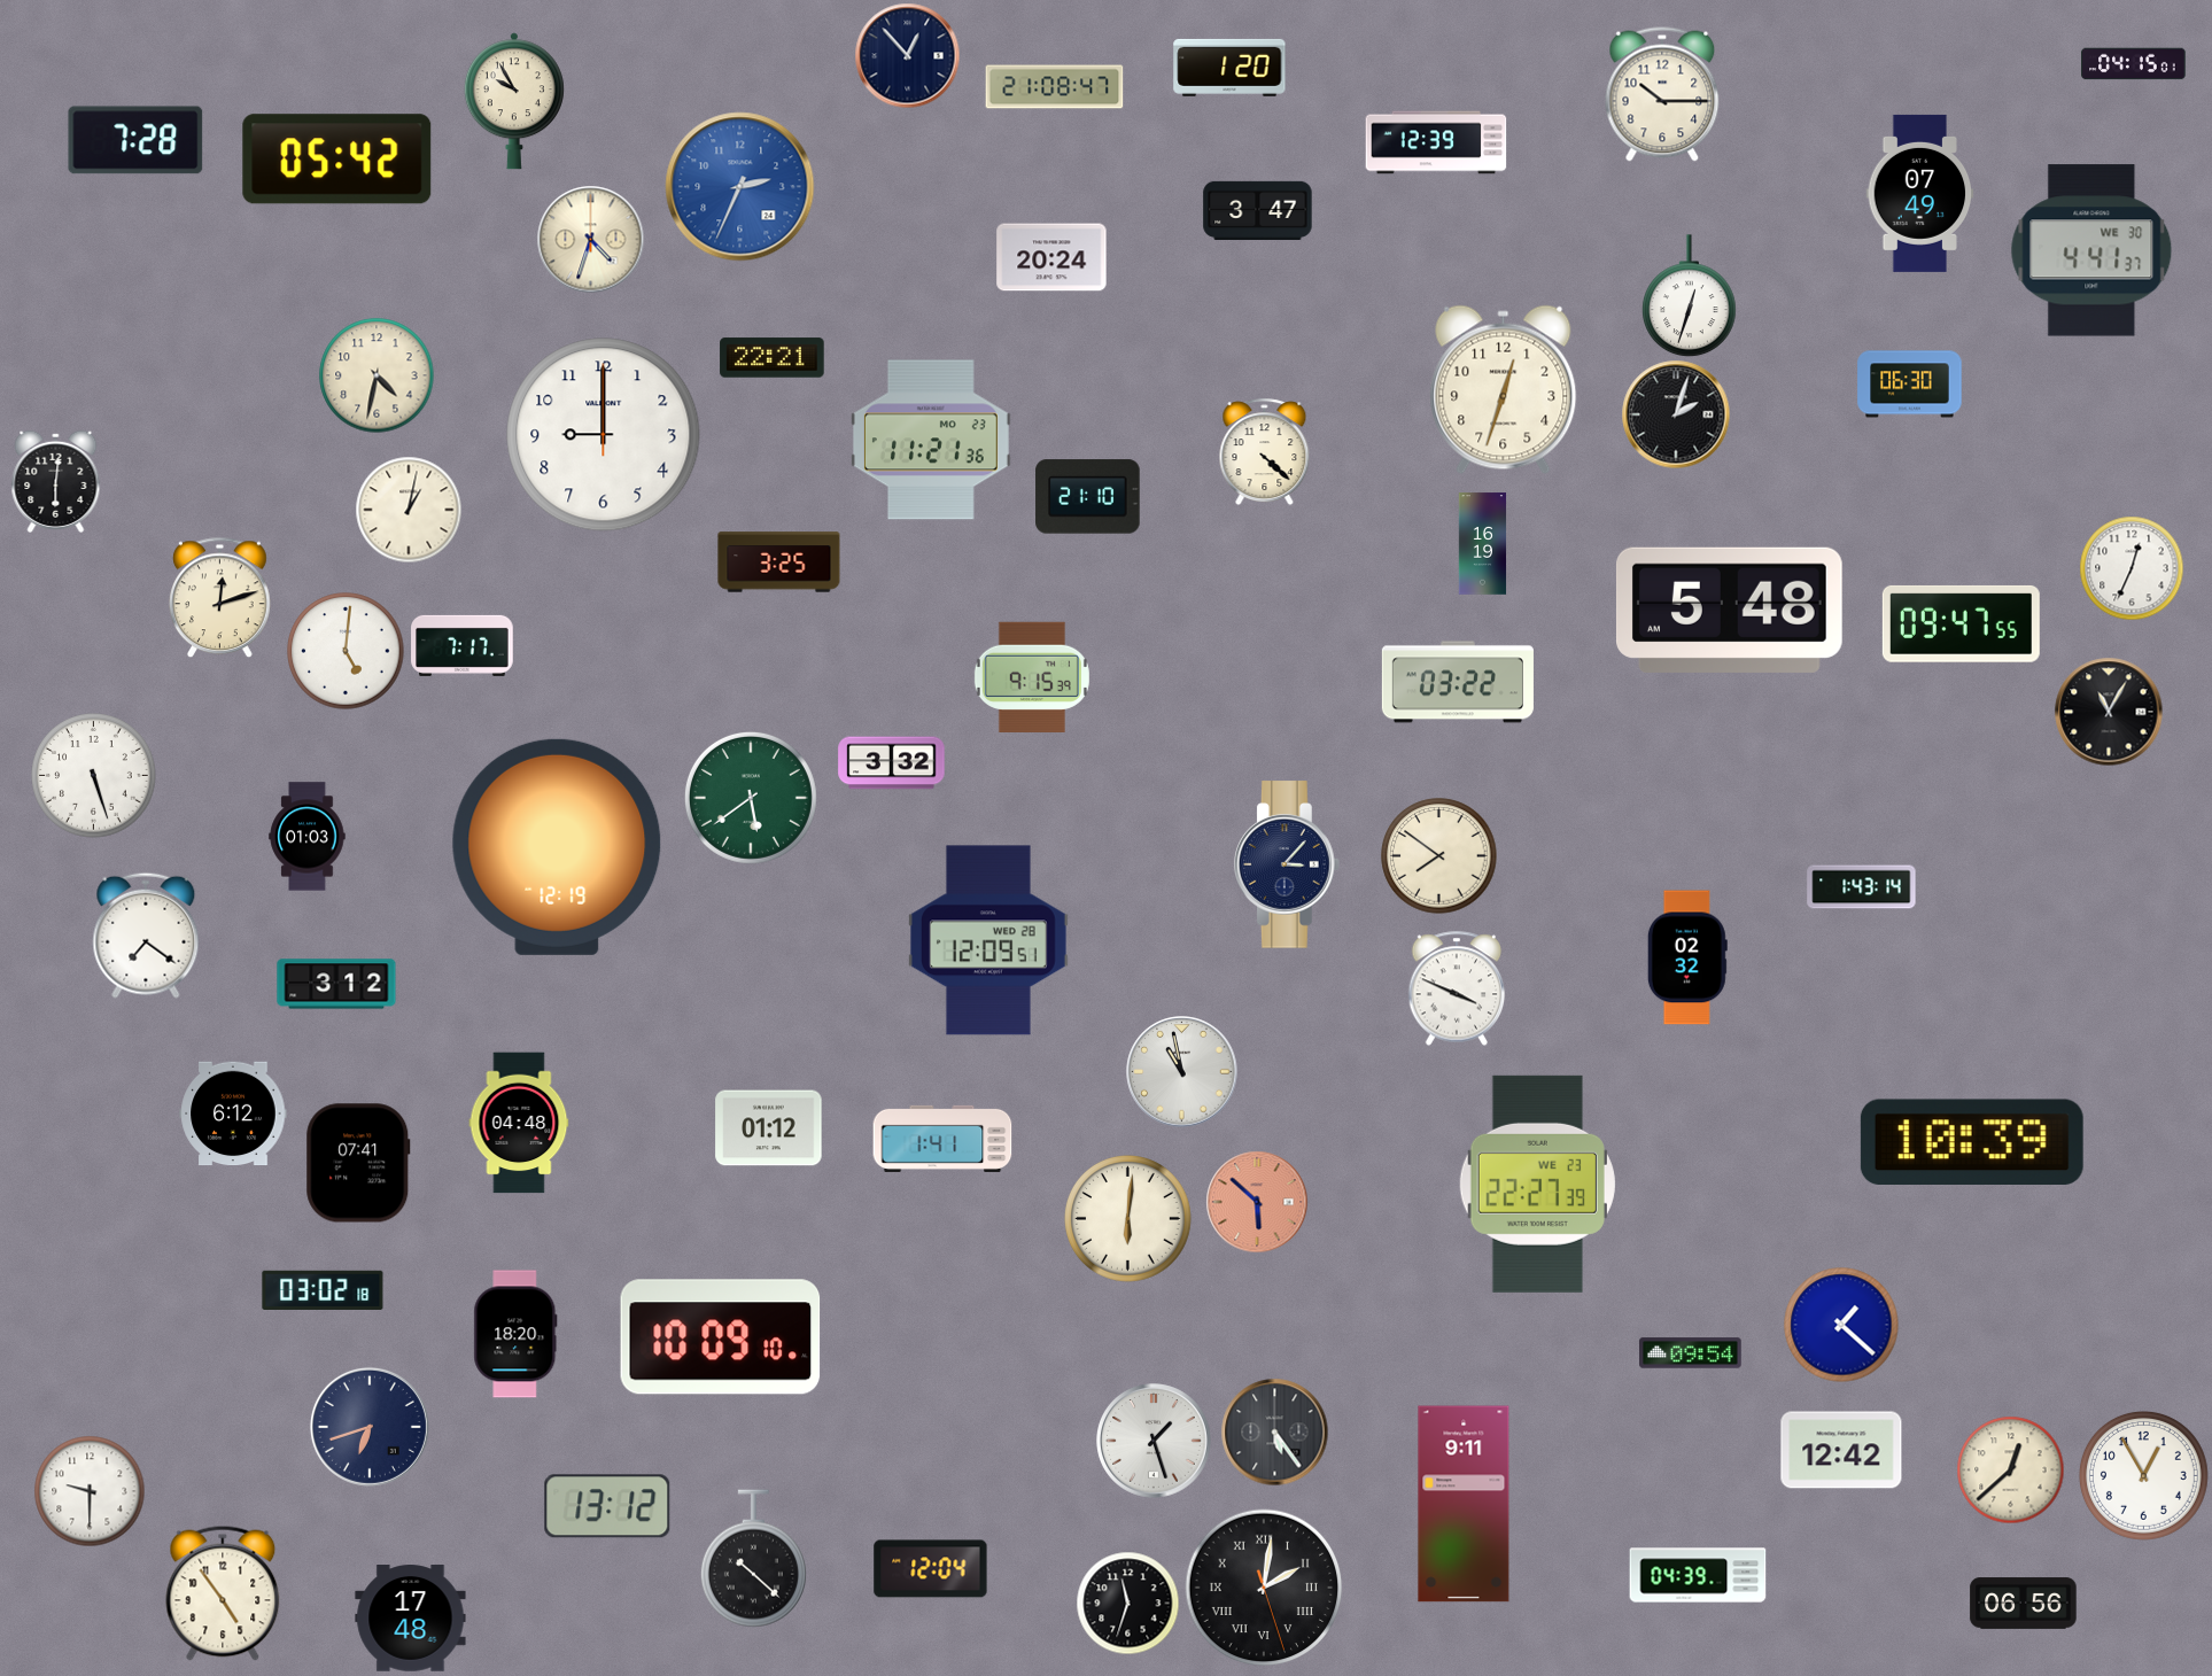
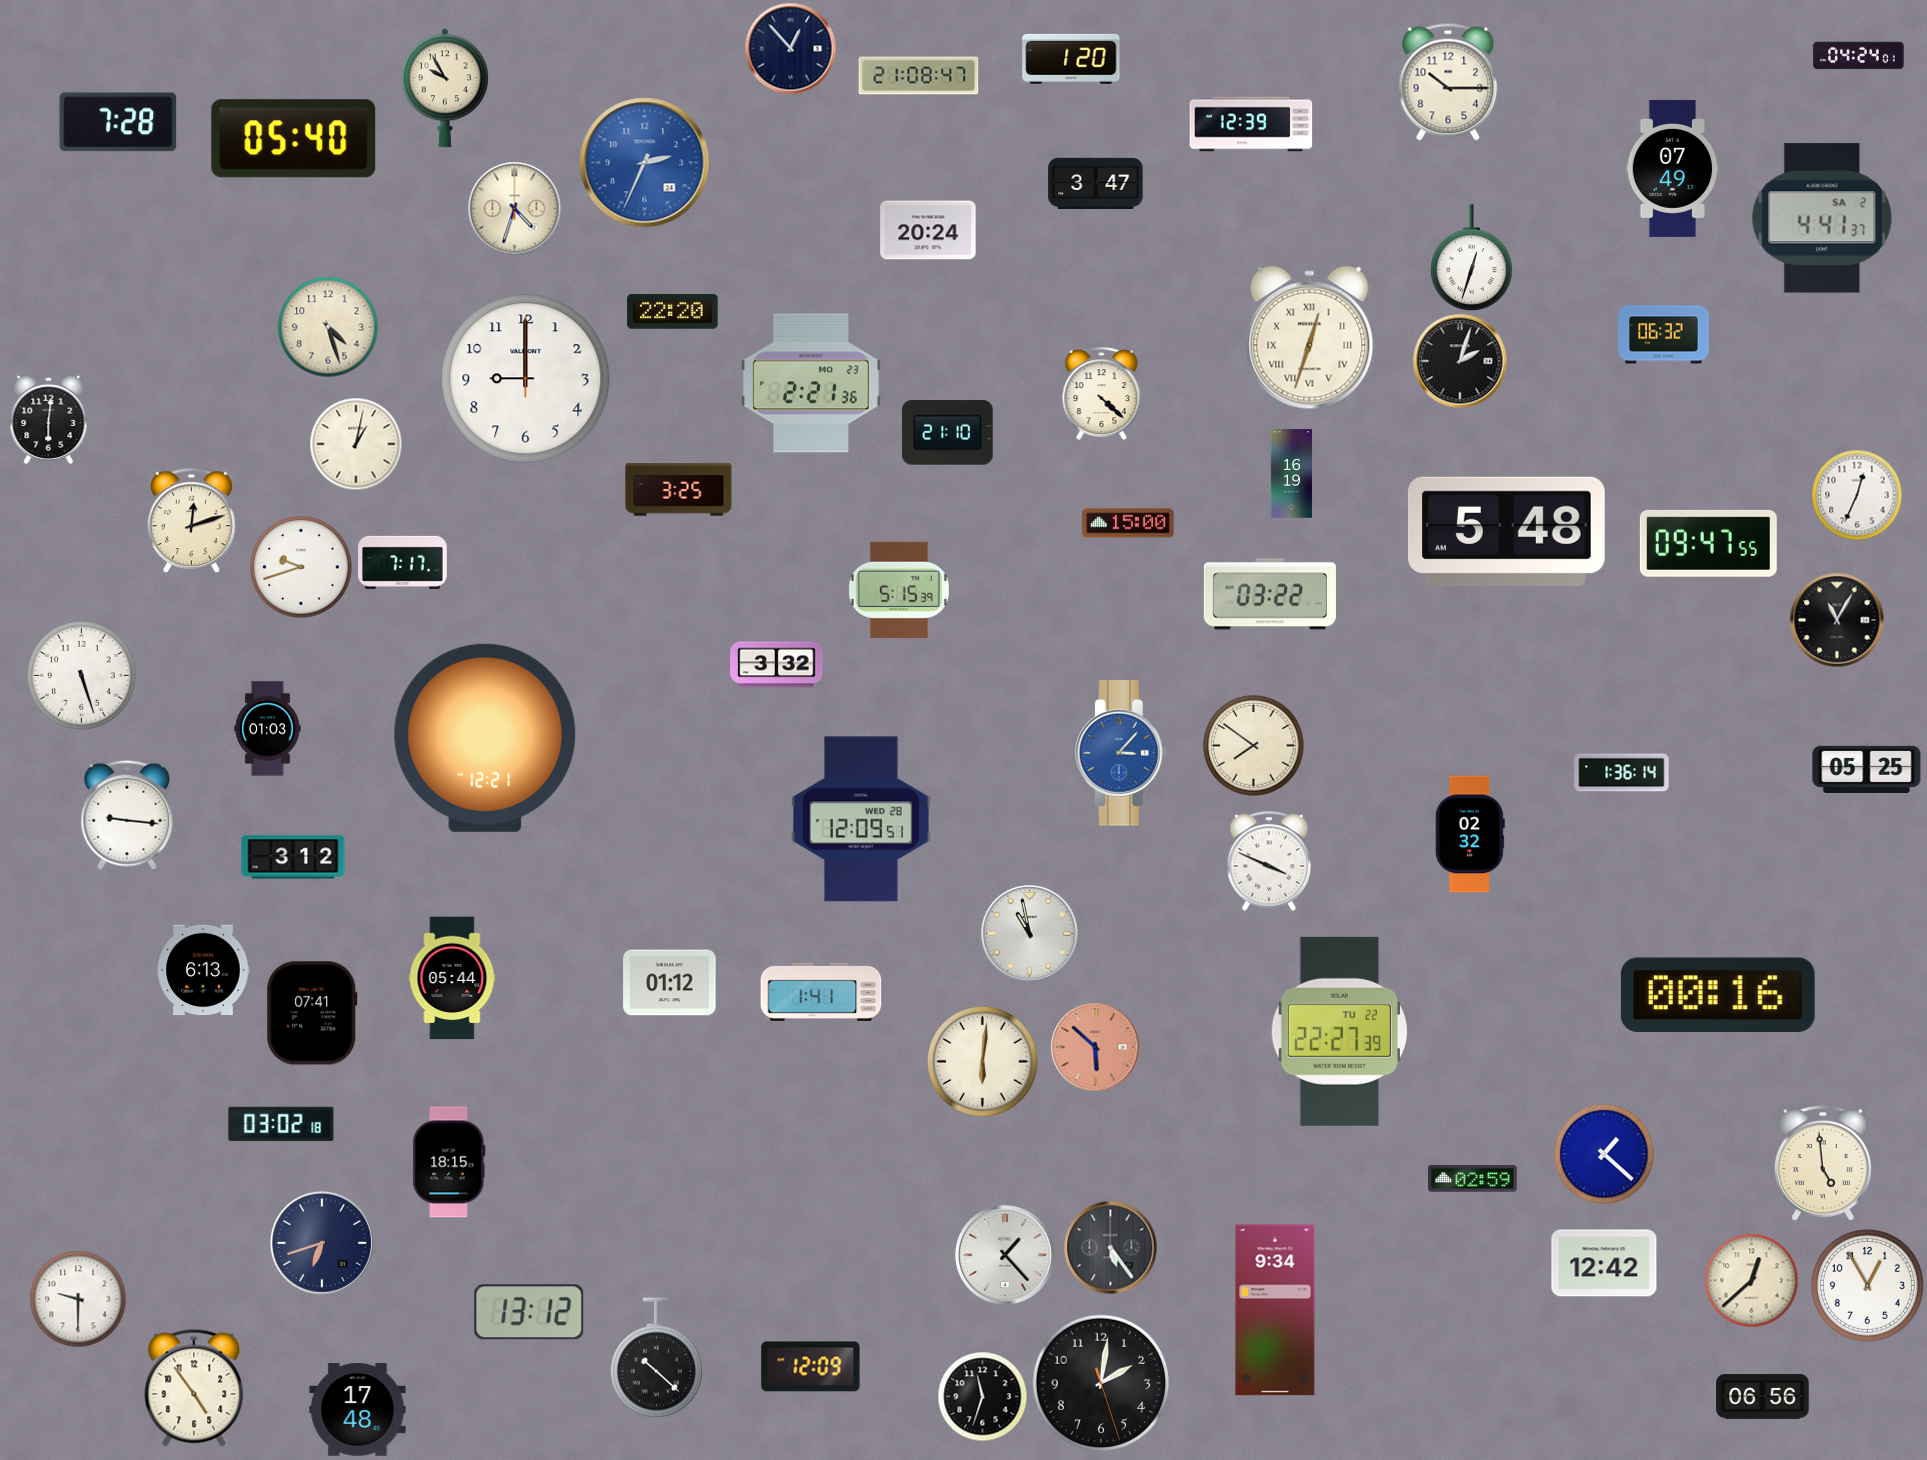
clock at (2134, 64): 04:15 -> 04:24
clock at (514, 101) position: (514, 101) -> (445, 88)
clock at (337, 160): 05:42 -> 05:40
clock at (2091, 250) date: WE 30 -> SA 2
clock at (1051, 257) position: (1051, 257) -> (928, 230)
clock at (773, 358): 22:21 -> 22:20
clock at (377, 375): 4:32 -> 4:27
clock at (1910, 385): 06:30 -> 06:32
clock at (1504, 390) numerals: Arabic -> Roman
clock at (931, 440): 11:21 -> 2:21
clock at (1128, 523): none -> 15:00
clock at (346, 651): 5:01 -> 9:42
clock at (1032, 676): 9:15 -> 5:15
clock at (751, 798): 5:39 -> none
clock at (557, 847): 12:19 -> 12:21
clock at (1288, 864) dial: navy -> blue
clock at (1867, 769): none -> 05:25
clock at (1862, 887): 1:43 -> 1:36
clock at (146, 936): 7:21 -> 9:16
clock at (233, 1114): 6:12 -> 6:13
clock at (519, 1123): 04:48 -> 05:44
clock at (1972, 1141): 10:39 -> 00:16
clock at (1537, 1184) date: WE 23 -> TU 22
clock at (515, 1334): 18:20 -> 18:15
clock at (1823, 1163): none -> 4:59
clock at (721, 1337): 10:09 -> none
clock at (1691, 1353): 09:54 -> 02:59
clock at (1154, 1441): 1:27 -> 1:23
clock at (1464, 1504): 9:11 -> 9:34
clock at (931, 1569): 12:04 -> 12:09
clock at (1698, 1575): 04:39 -> none
clock at (1264, 1588) numerals: Roman -> Arabic
